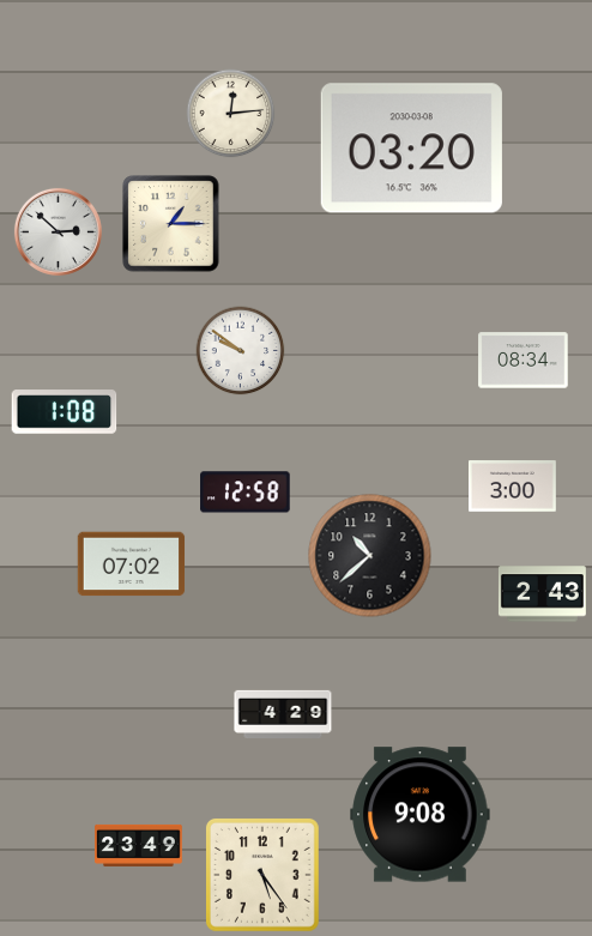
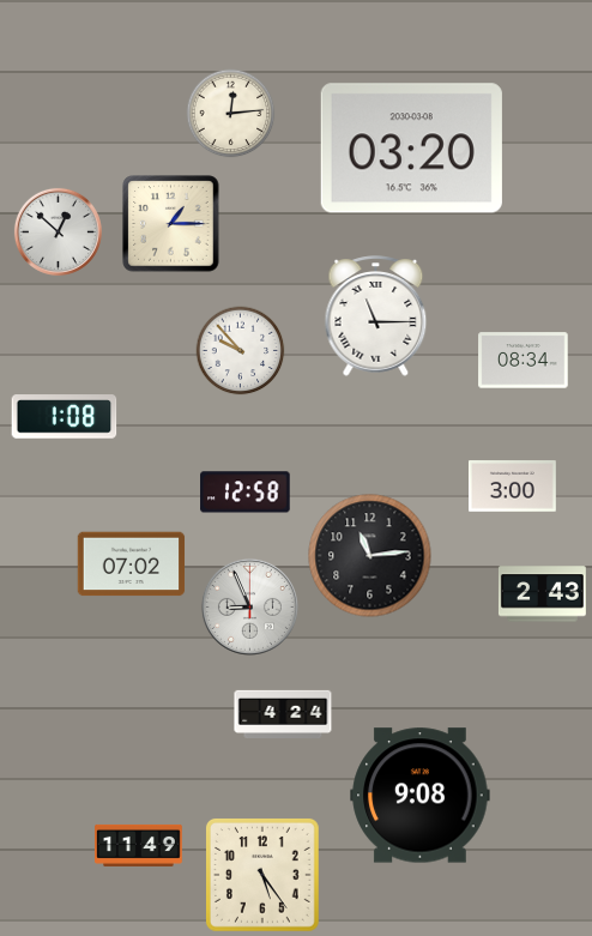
clock at (58, 231): 2:52 -> 12:52
clock at (376, 316): none -> 11:15
clock at (241, 351): 9:51 -> 9:53
clock at (65, 412) position: (65, 412) -> (65, 417)
clock at (370, 556): 10:38 -> 11:14
clock at (249, 606): none -> 8:56
clock at (283, 713): 4:29 -> 4:24
clock at (421, 815) position: (421, 815) -> (421, 796)
clock at (139, 845): 23:49 -> 11:49
